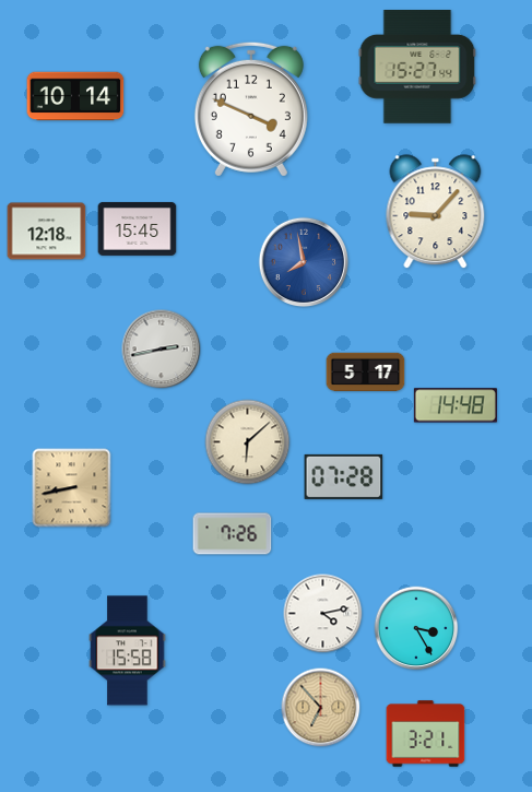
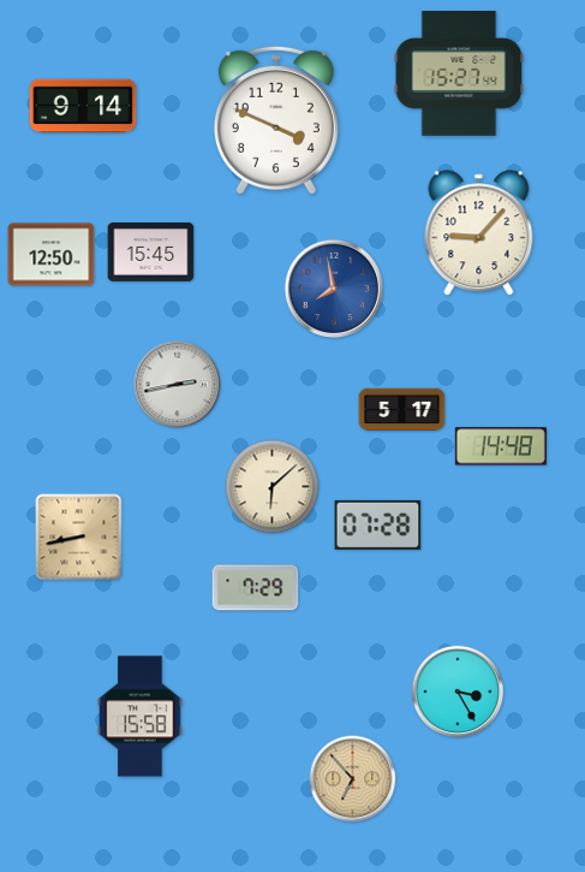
clock at (75, 96): 10:14 -> 9:14
clock at (47, 232): 12:18 -> 12:50
clock at (233, 534): 7:26 -> 7:29
clock at (323, 614): 4:13 -> none
clock at (426, 734): 3:21 -> none
